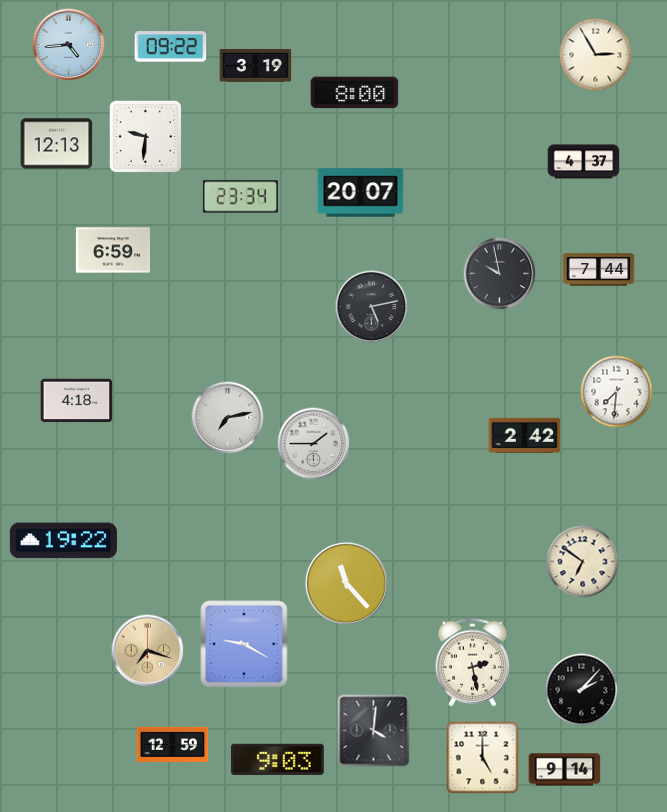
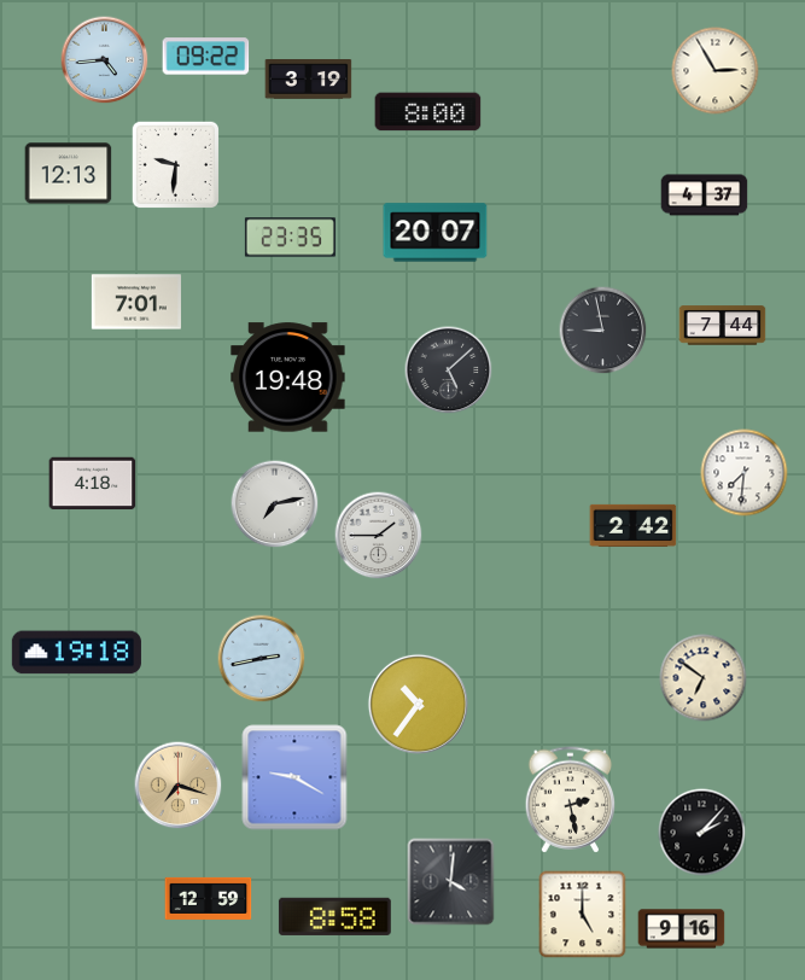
clock at (69, 45) position: (69, 45) -> (105, 60)
clock at (596, 55) position: (596, 55) -> (716, 71)
clock at (240, 197): 23:34 -> 23:35
clock at (113, 250): 6:59 -> 7:01
clock at (500, 274): 9:58 -> 8:58
clock at (372, 307): 5:13 -> 5:08
clock at (288, 378): none -> 19:48
clock at (63, 541): 19:22 -> 19:18
clock at (262, 659): none -> 2:43
clock at (346, 583): 11:23 -> 10:36
clock at (277, 759): 9:03 -> 8:58
clock at (565, 770): 9:14 -> 9:16
